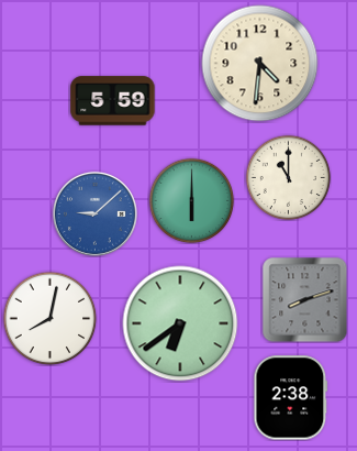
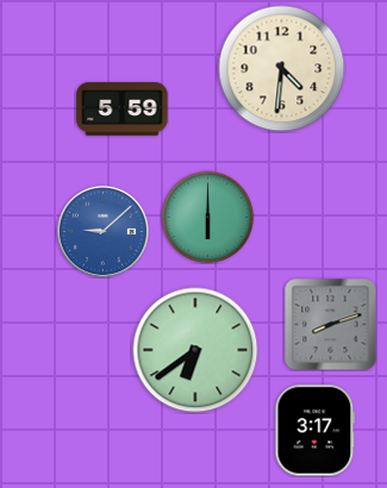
clock at (288, 177): 11:00 -> none
clock at (49, 318): 8:02 -> none
clock at (291, 398): 2:38 -> 3:17
